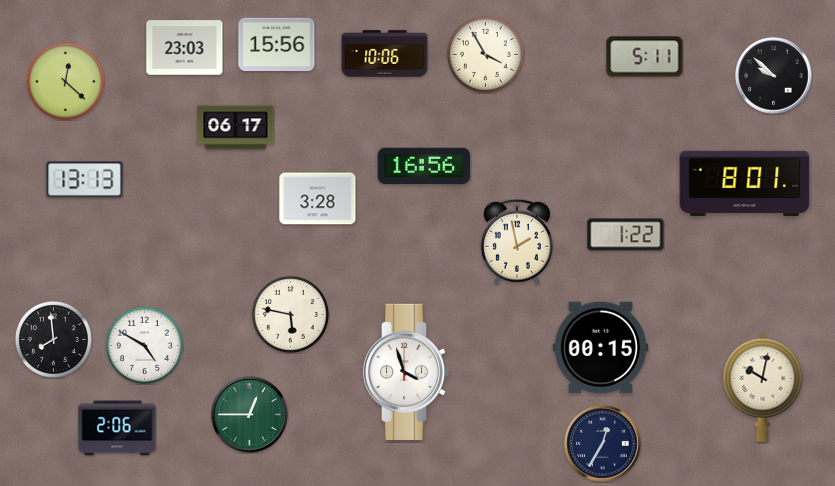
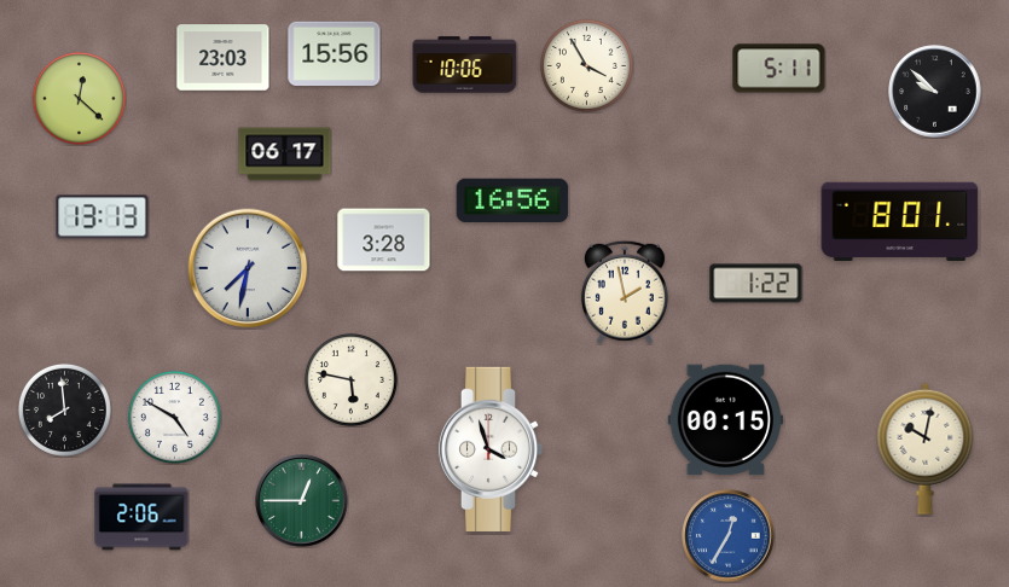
clock at (248, 268): none -> 7:32
clock at (763, 387) position: (763, 387) -> (926, 448)
clock at (603, 444) dial: navy -> blue
